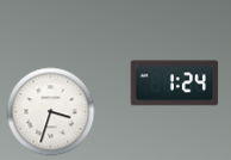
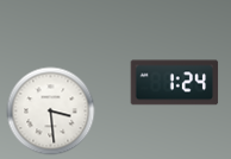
clock at (51, 112): 3:33 -> 3:29
